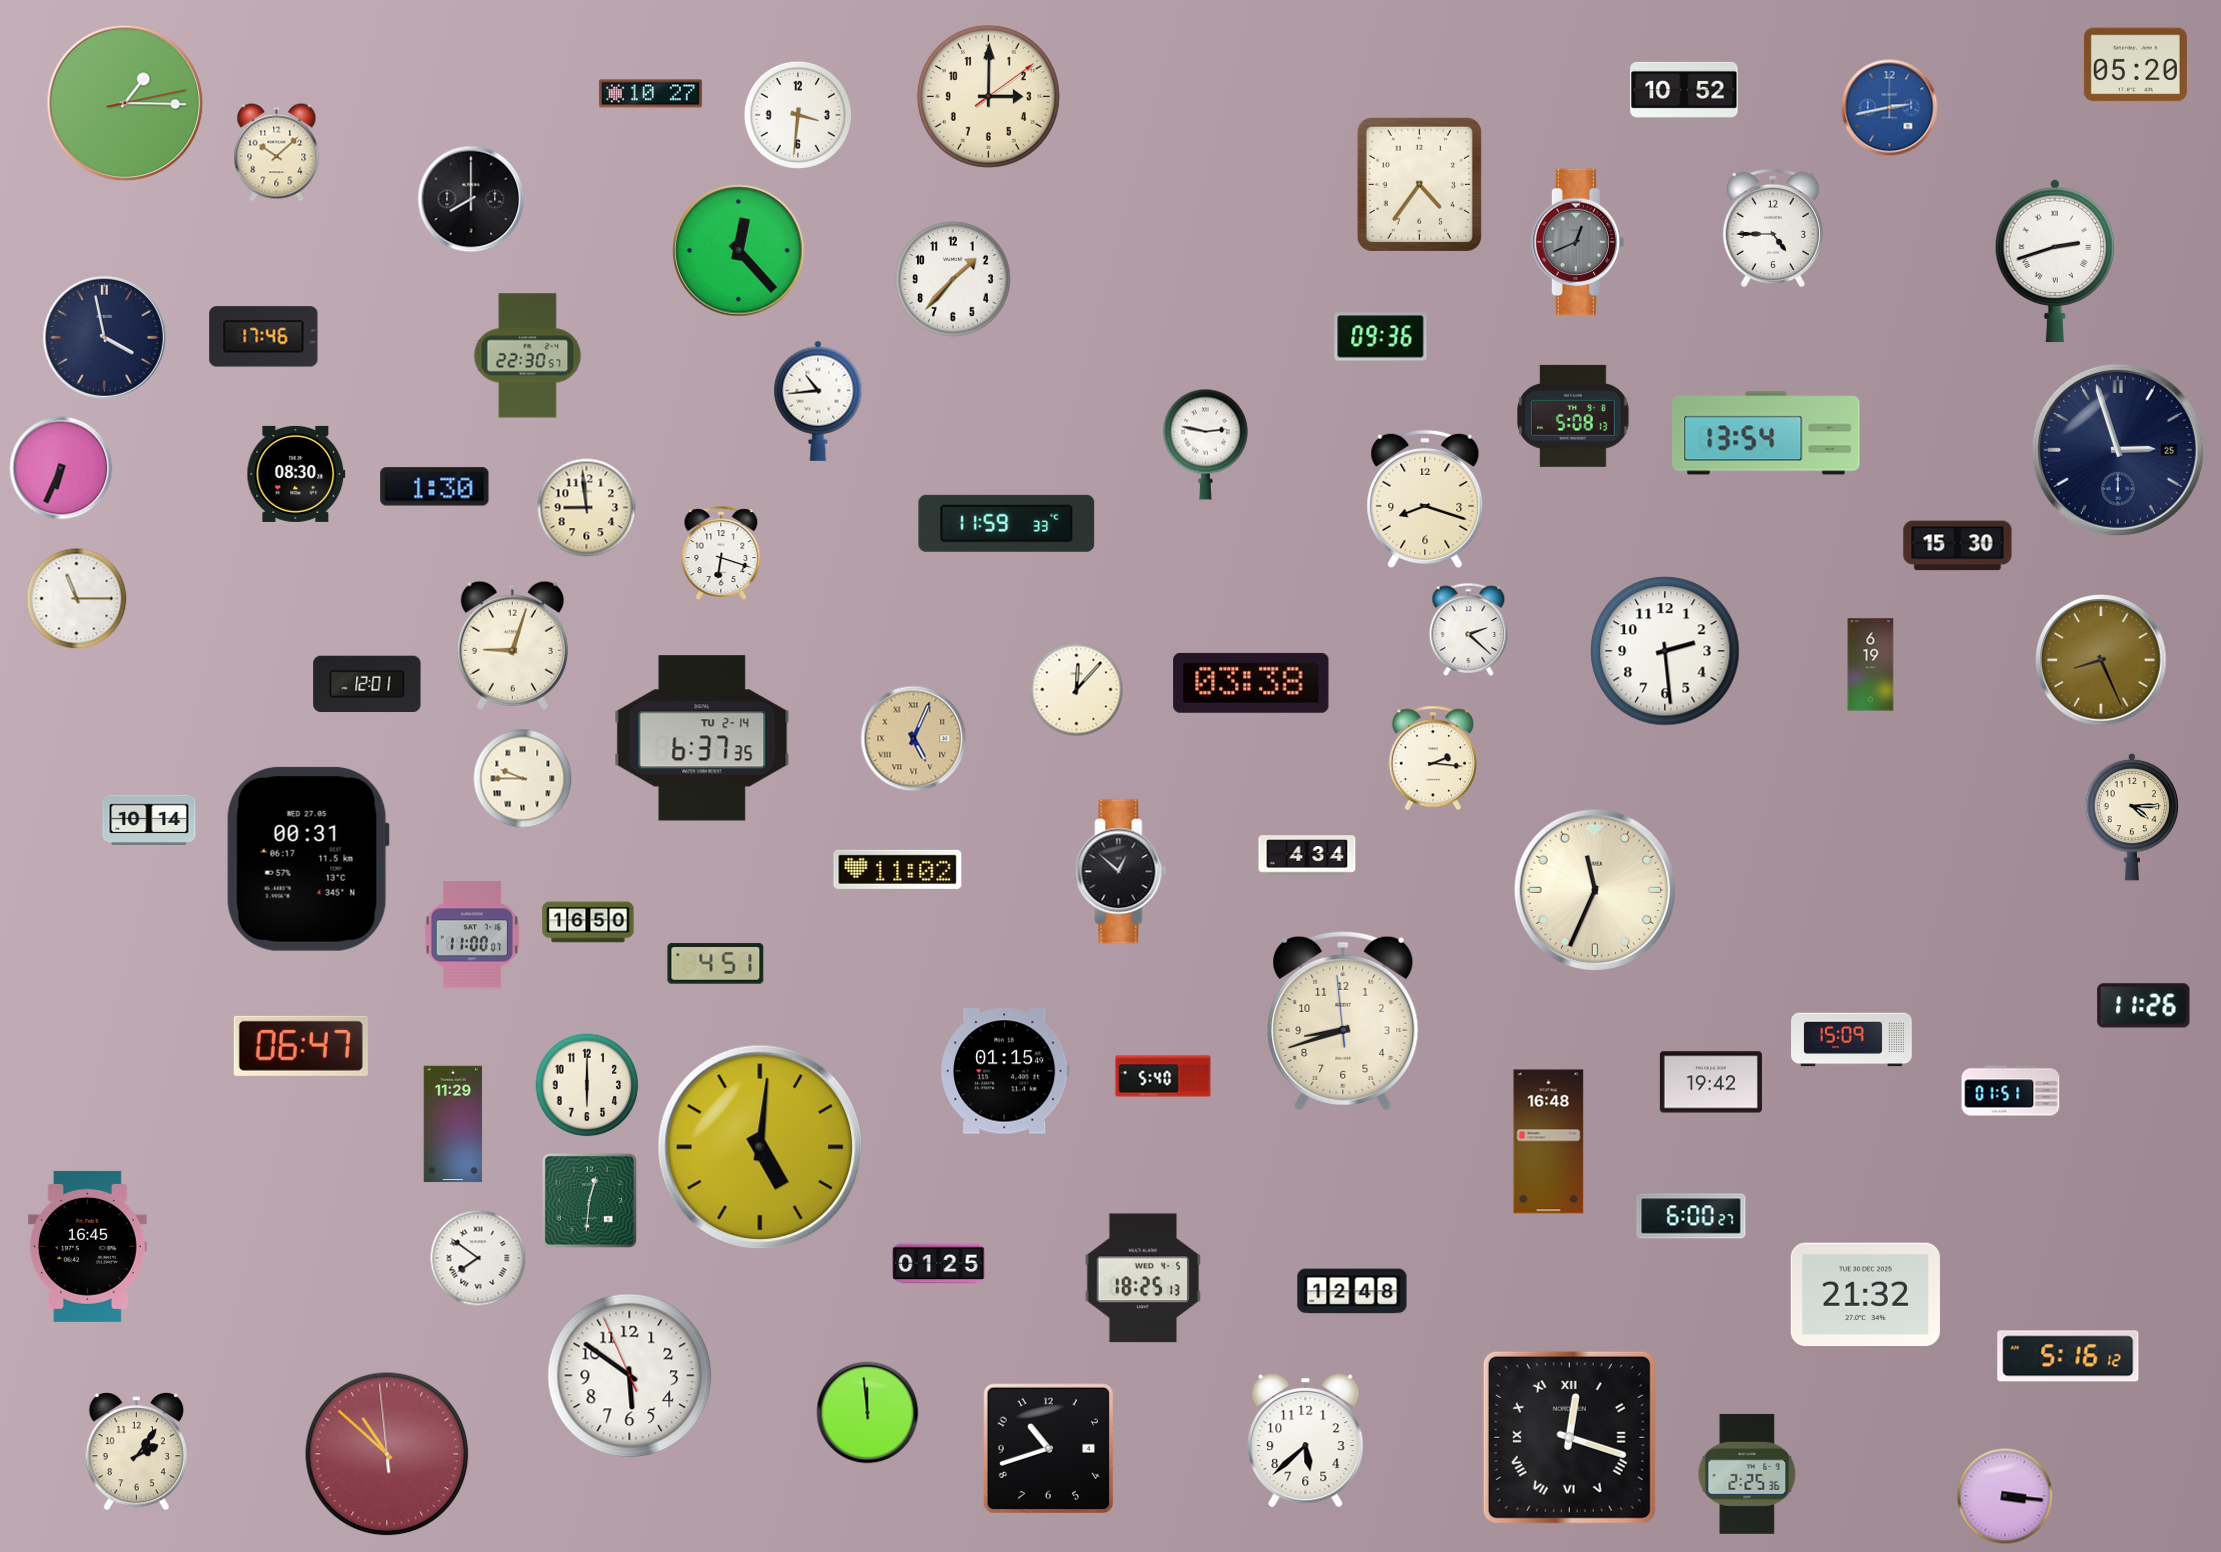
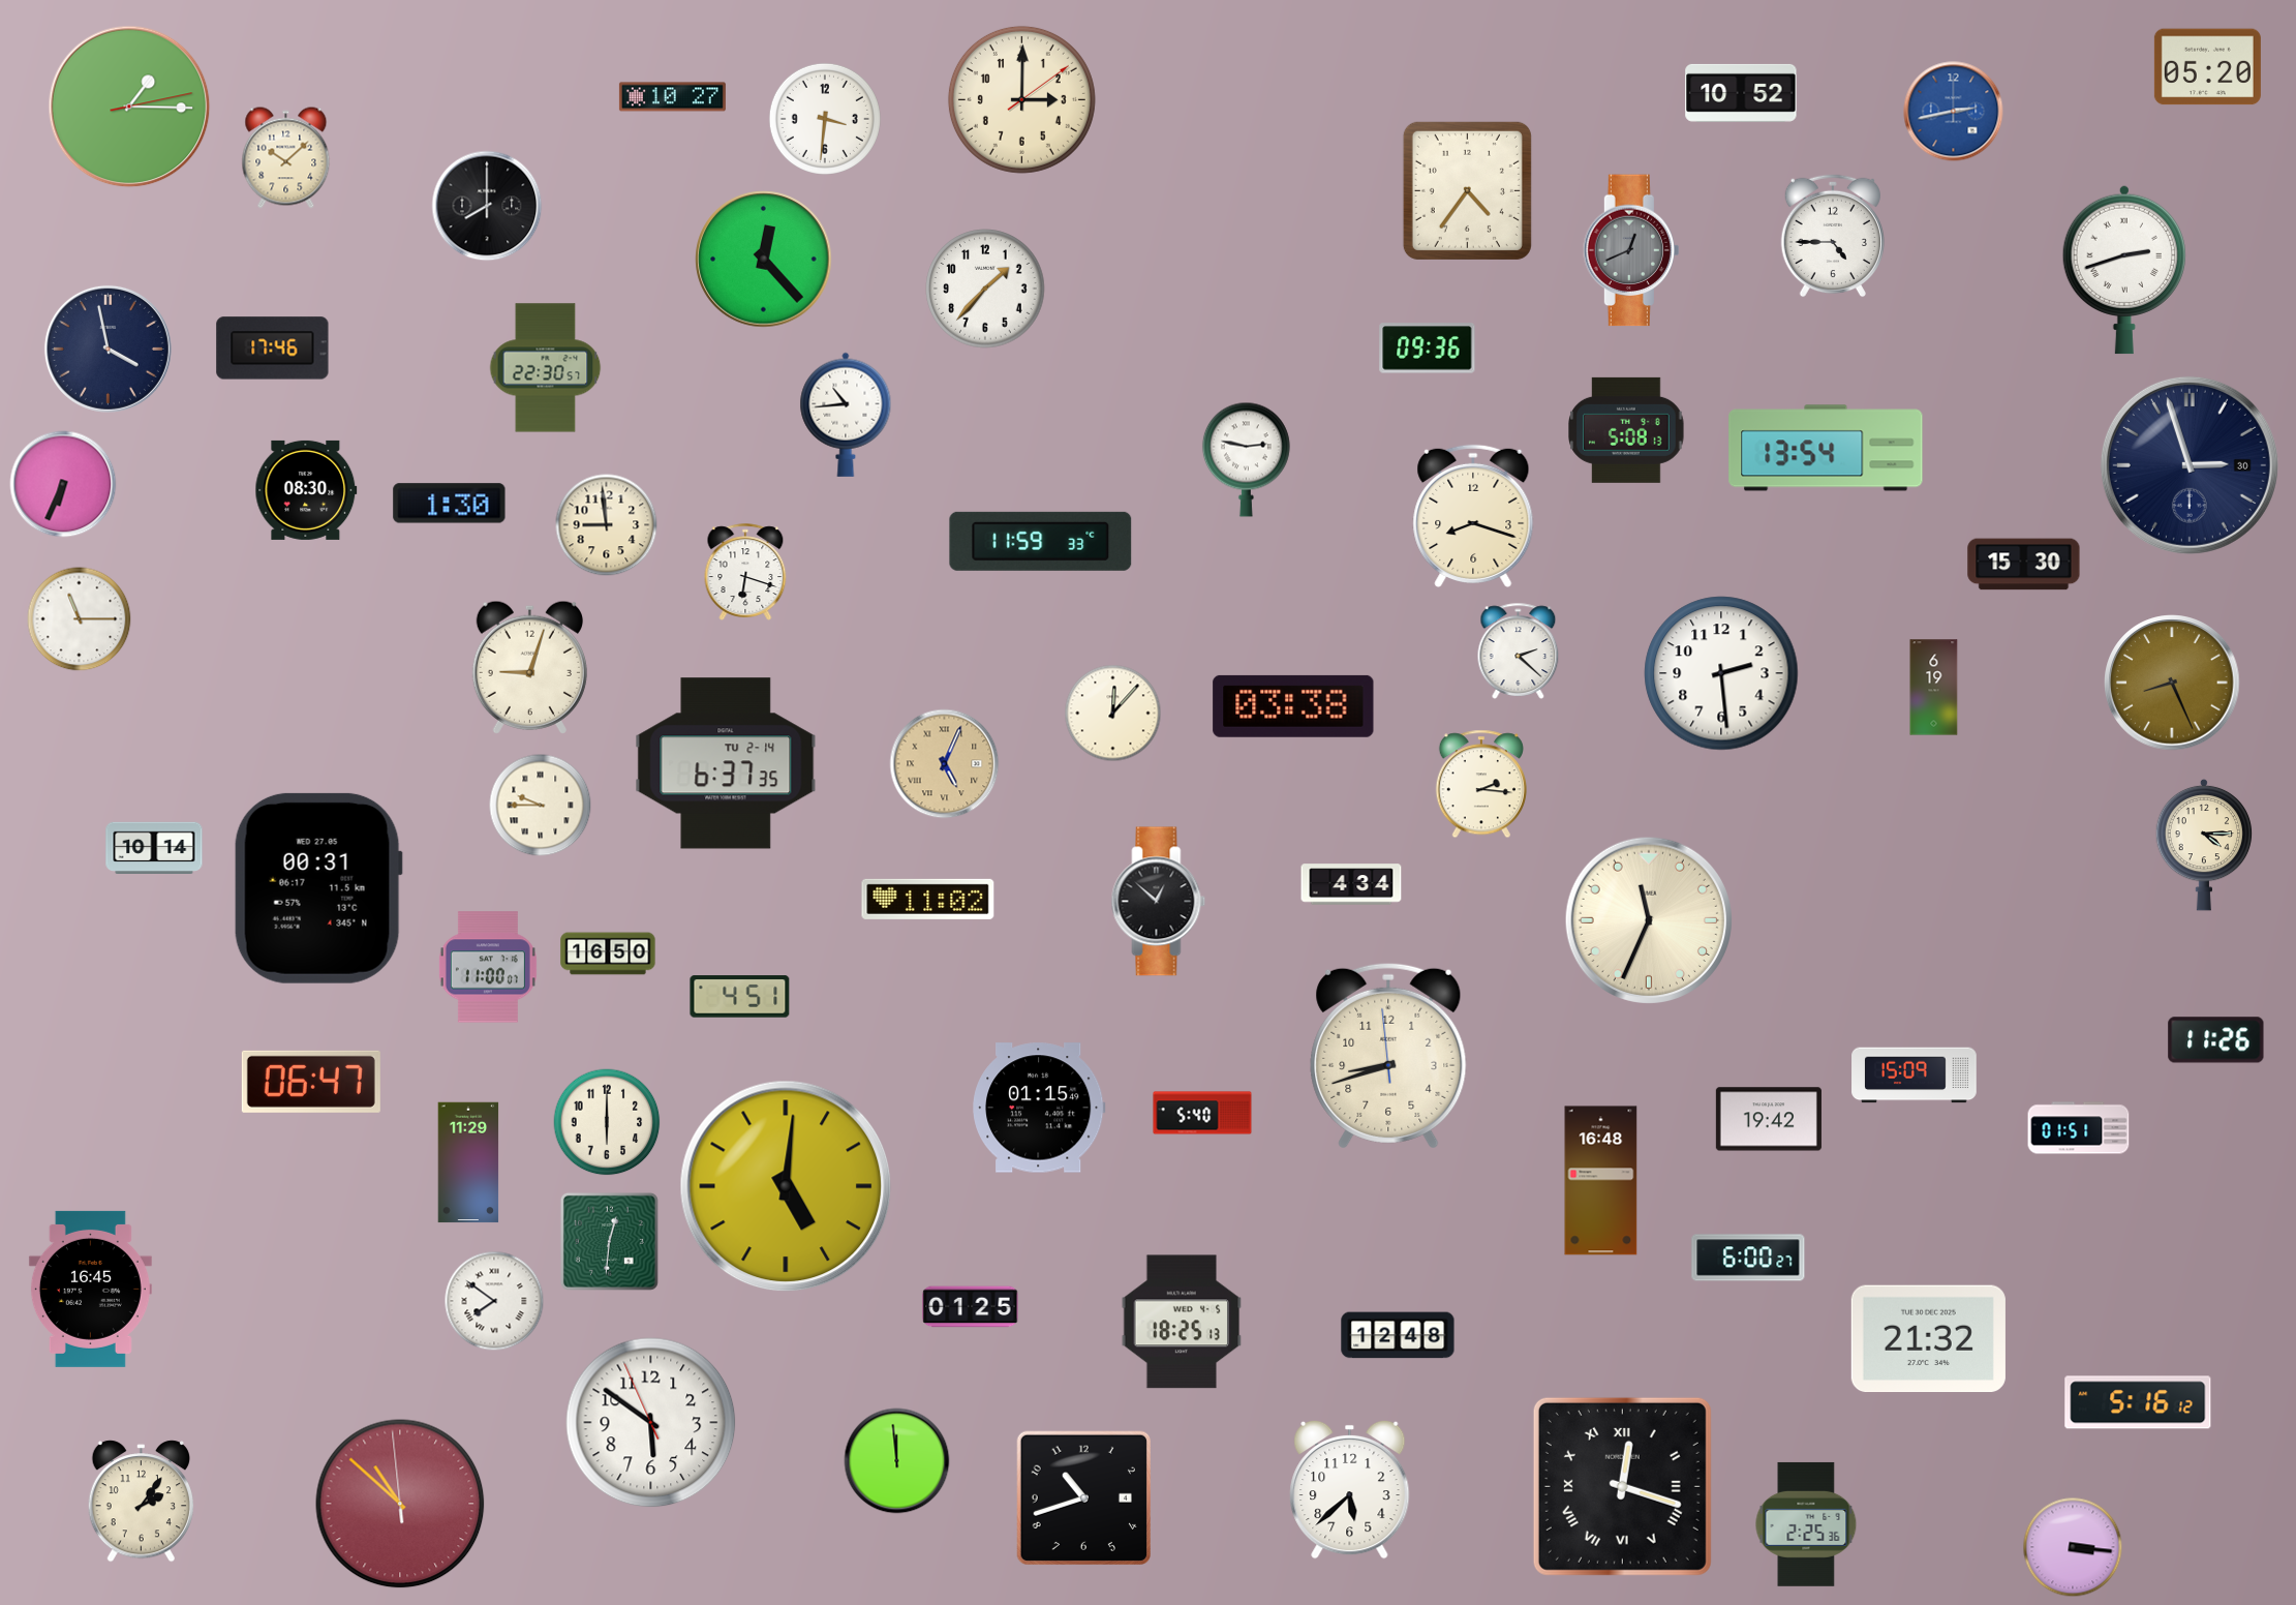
clock at (2118, 450) date: 25 -> 30
clock at (367, 684): 12:01 -> none
